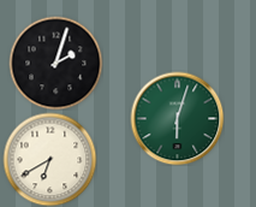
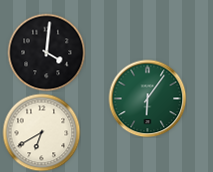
clock at (55, 63): 2:03 -> 4:01
clock at (177, 118): 6:03 -> 6:06
